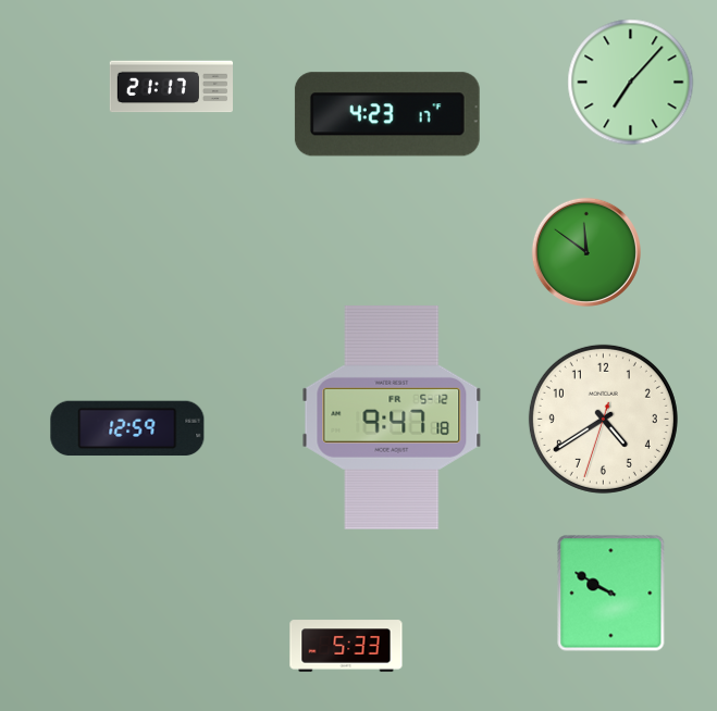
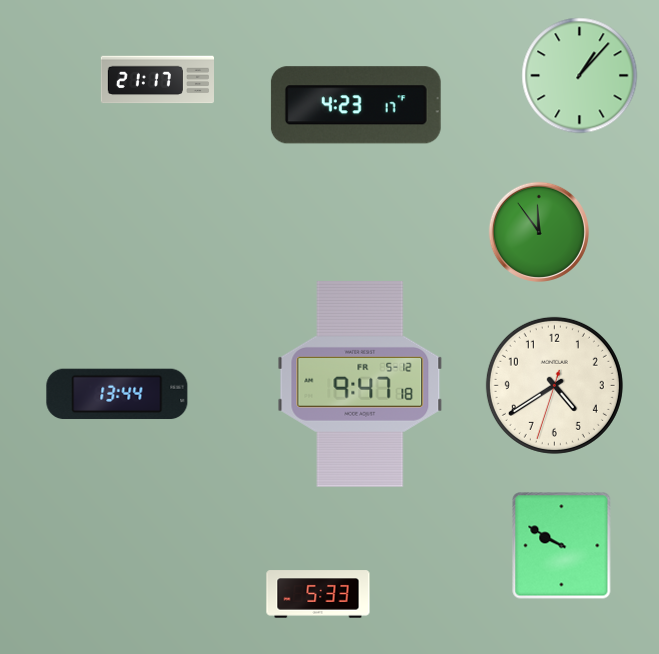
clock at (631, 83): 7:07 -> 1:07
clock at (586, 252): 11:51 -> 11:54
clock at (127, 428): 12:59 -> 13:44
